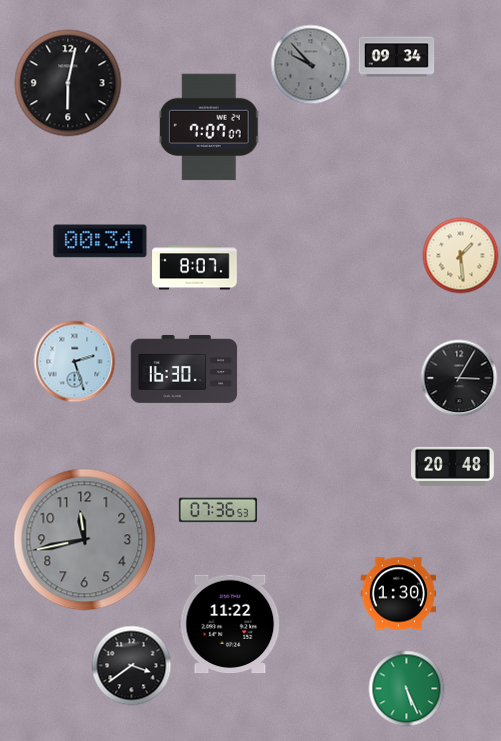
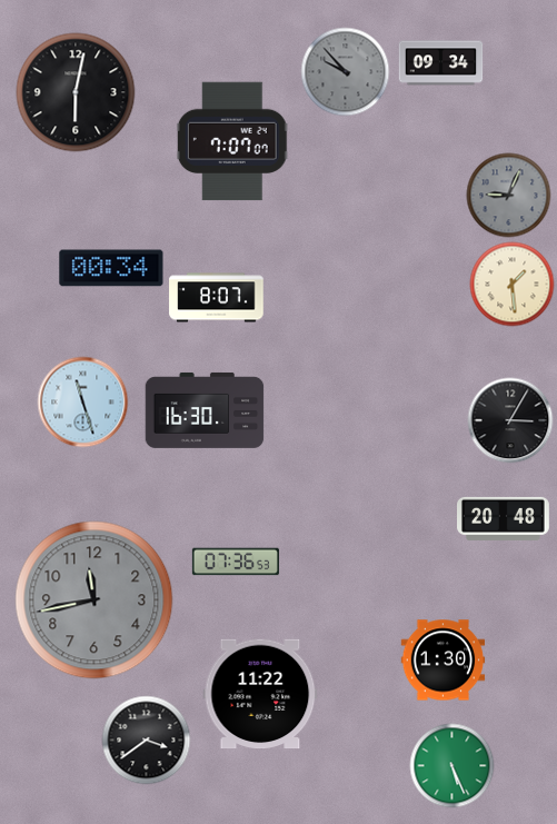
clock at (509, 196): none -> 9:04
clock at (75, 362): 2:27 -> 11:27
clock at (218, 510) position: (218, 510) -> (236, 562)
clock at (230, 624) position: (230, 624) -> (260, 694)
